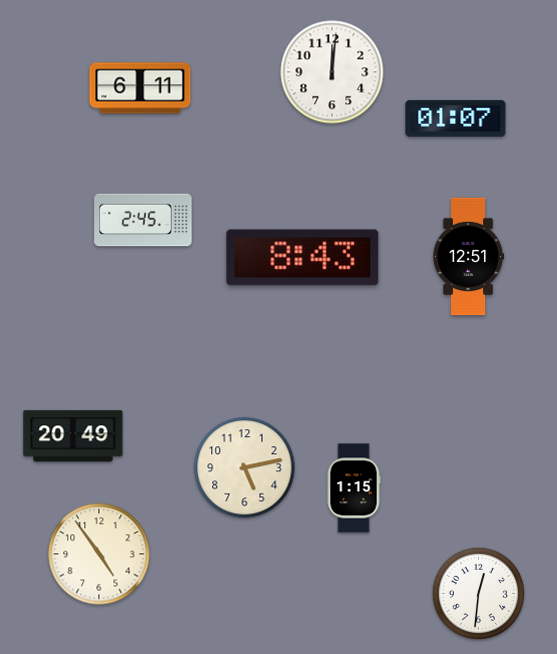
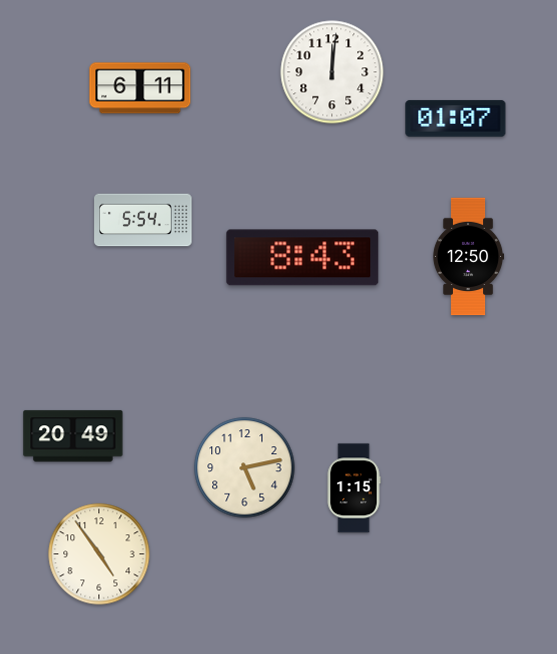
clock at (143, 220): 2:45 -> 5:54
clock at (468, 257): 12:51 -> 12:50
clock at (478, 593): 12:31 -> none
